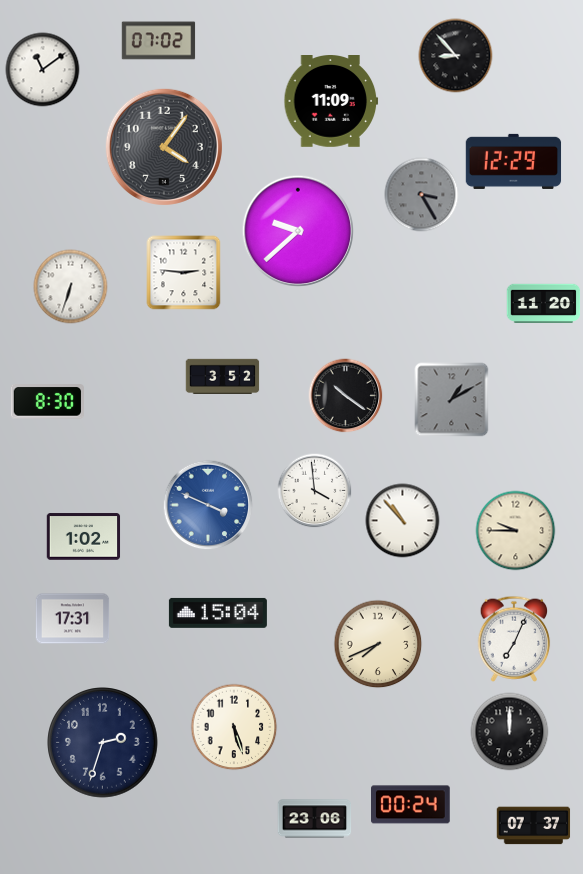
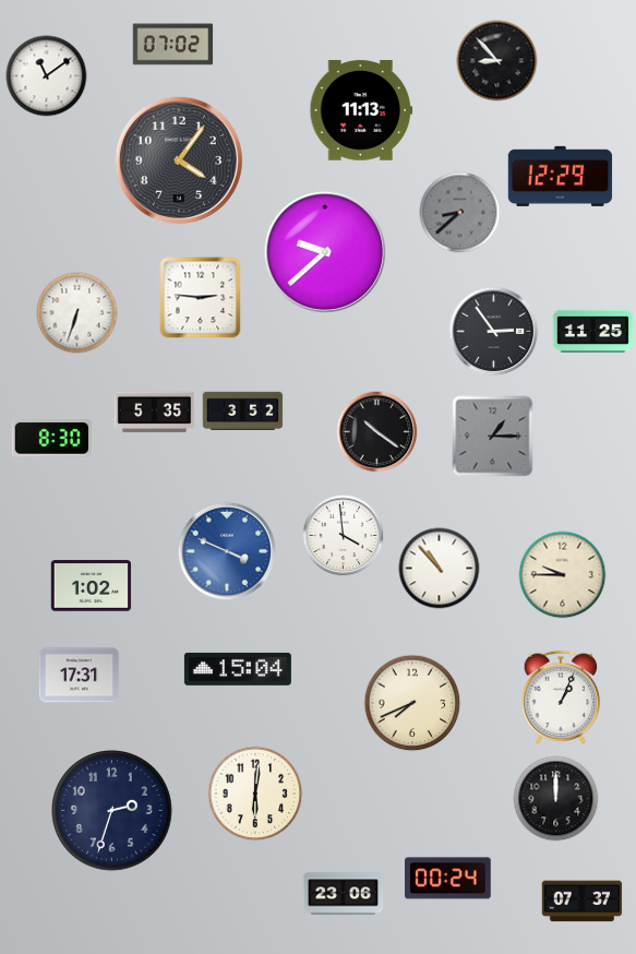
clock at (331, 102): 11:09 -> 11:13
clock at (422, 195): 3:25 -> 8:38
clock at (544, 303): 11:20 -> 11:25
clock at (494, 332): none -> 2:54
clock at (155, 413): none -> 5:35
clock at (452, 400): 1:10 -> 1:15
clock at (516, 531) position: (516, 531) -> (563, 575)
clock at (514, 639): 7:04 -> 1:04
clock at (234, 727): 5:27 -> 6:01
